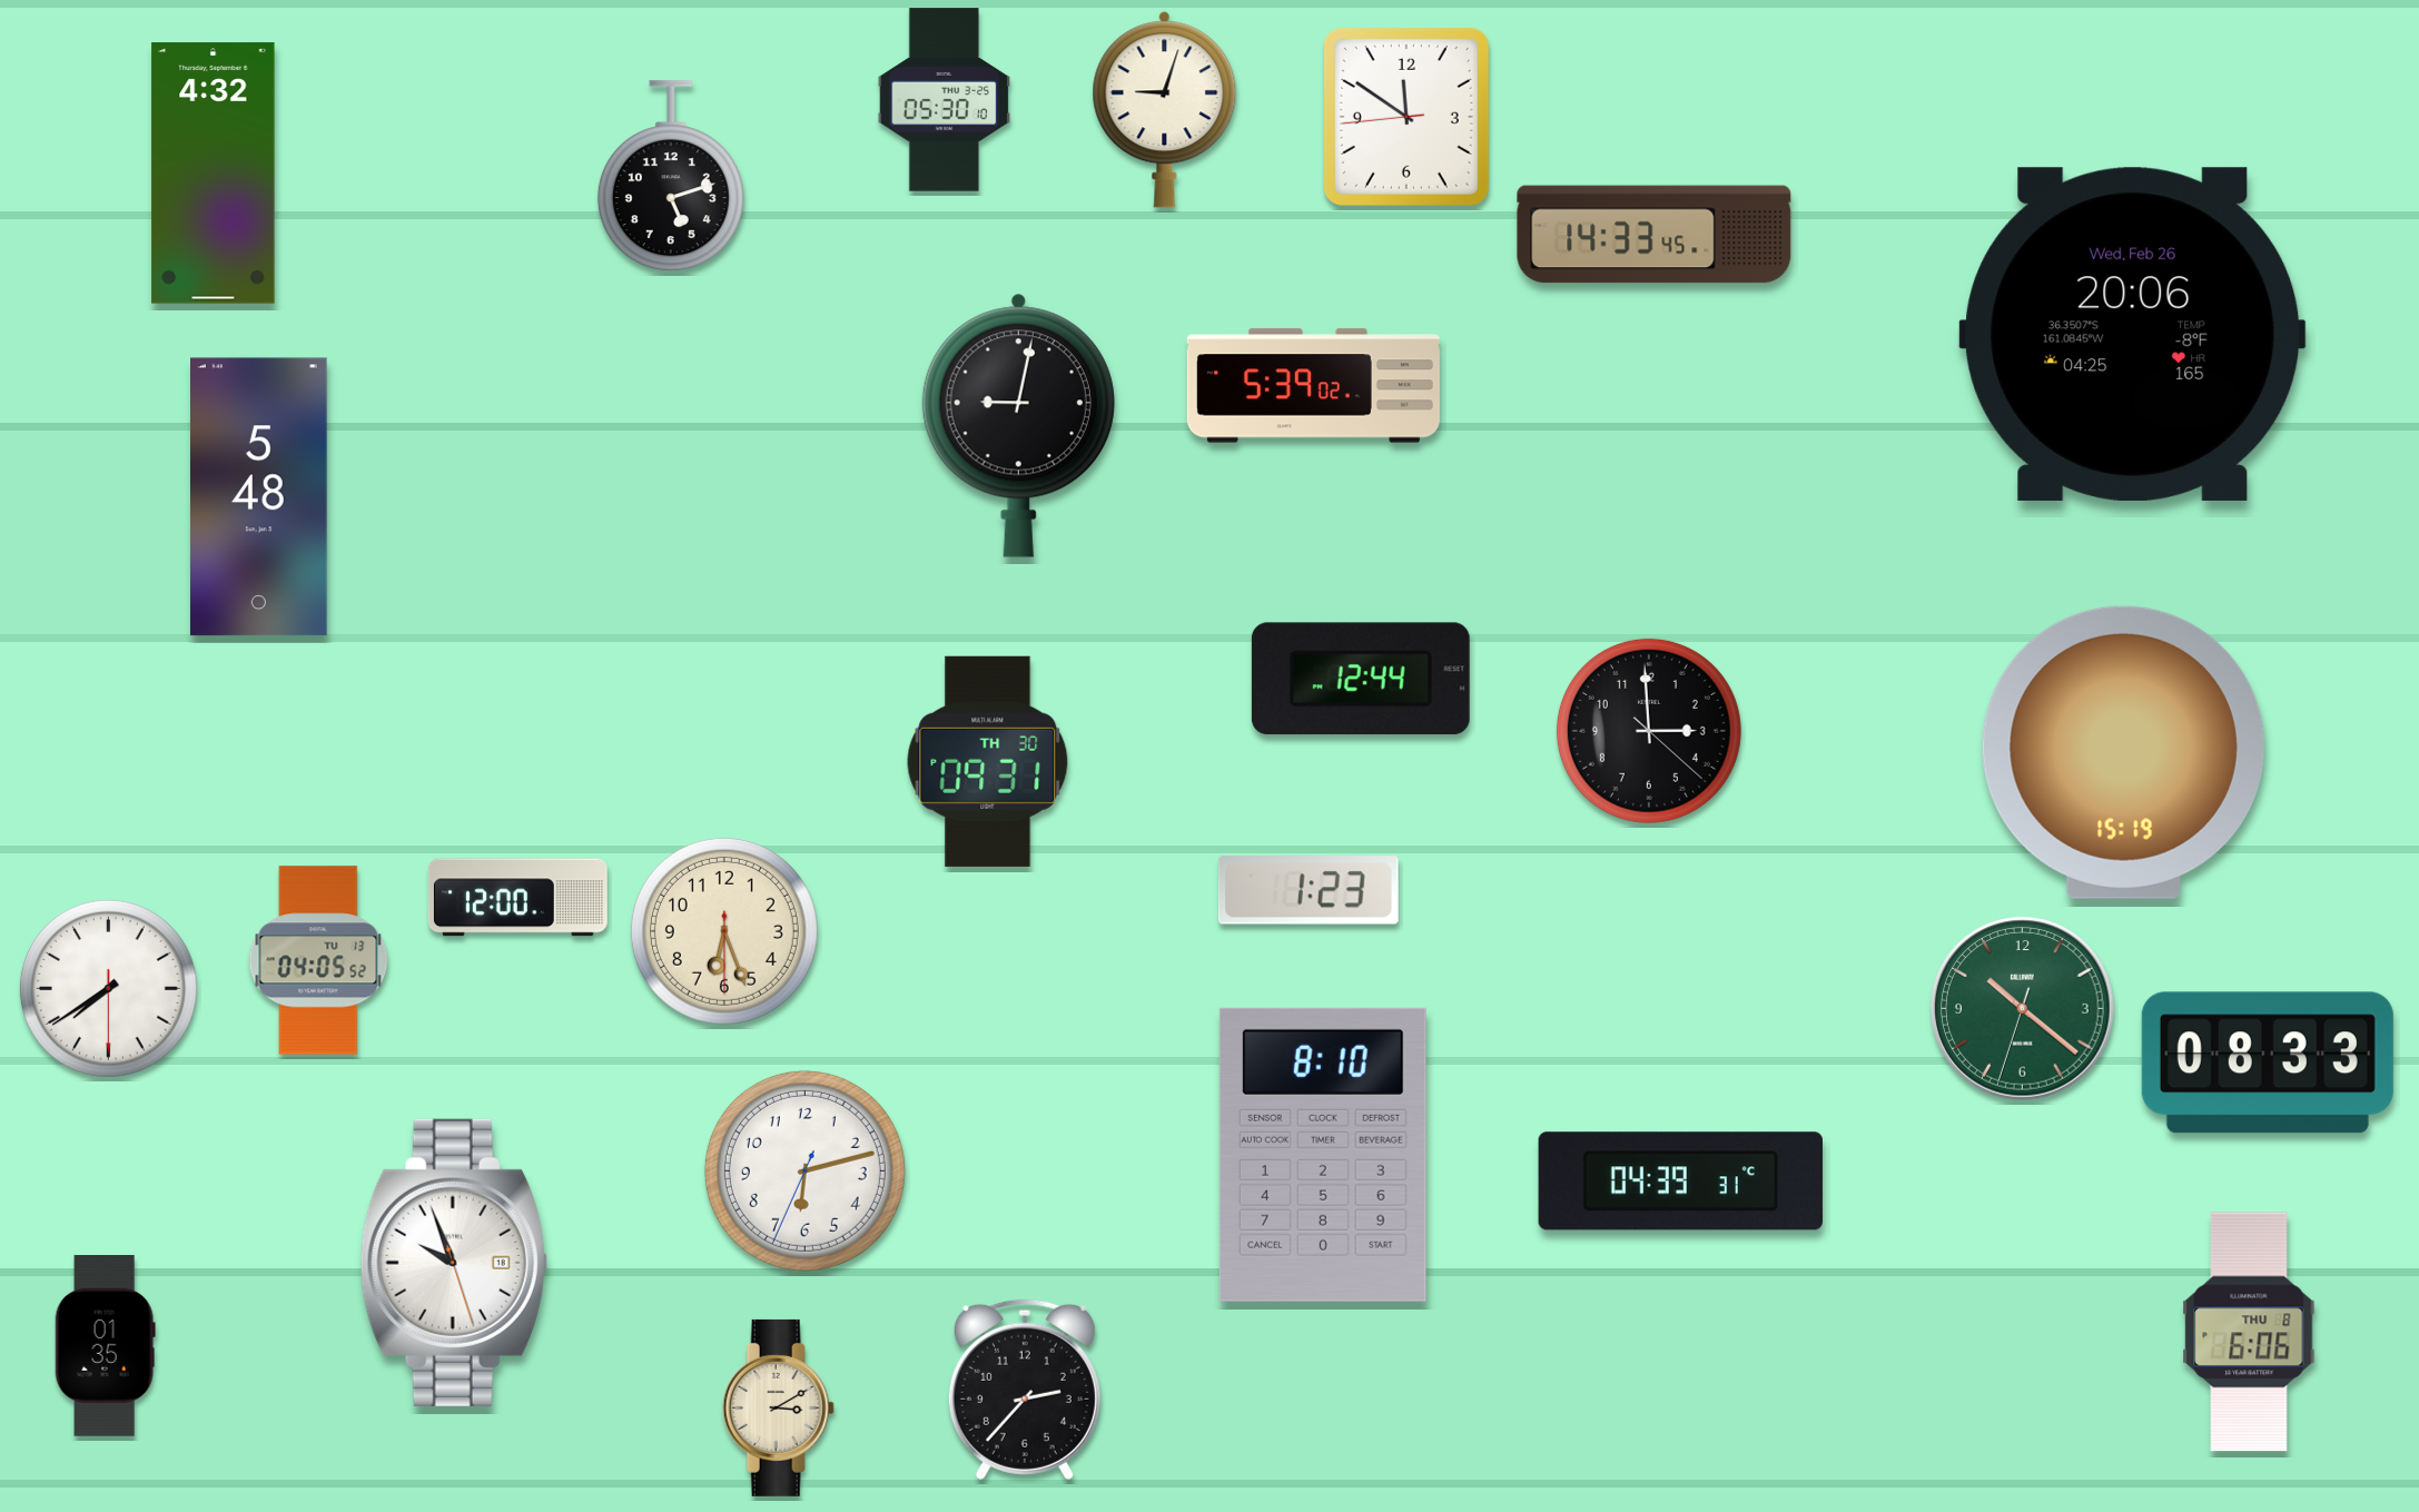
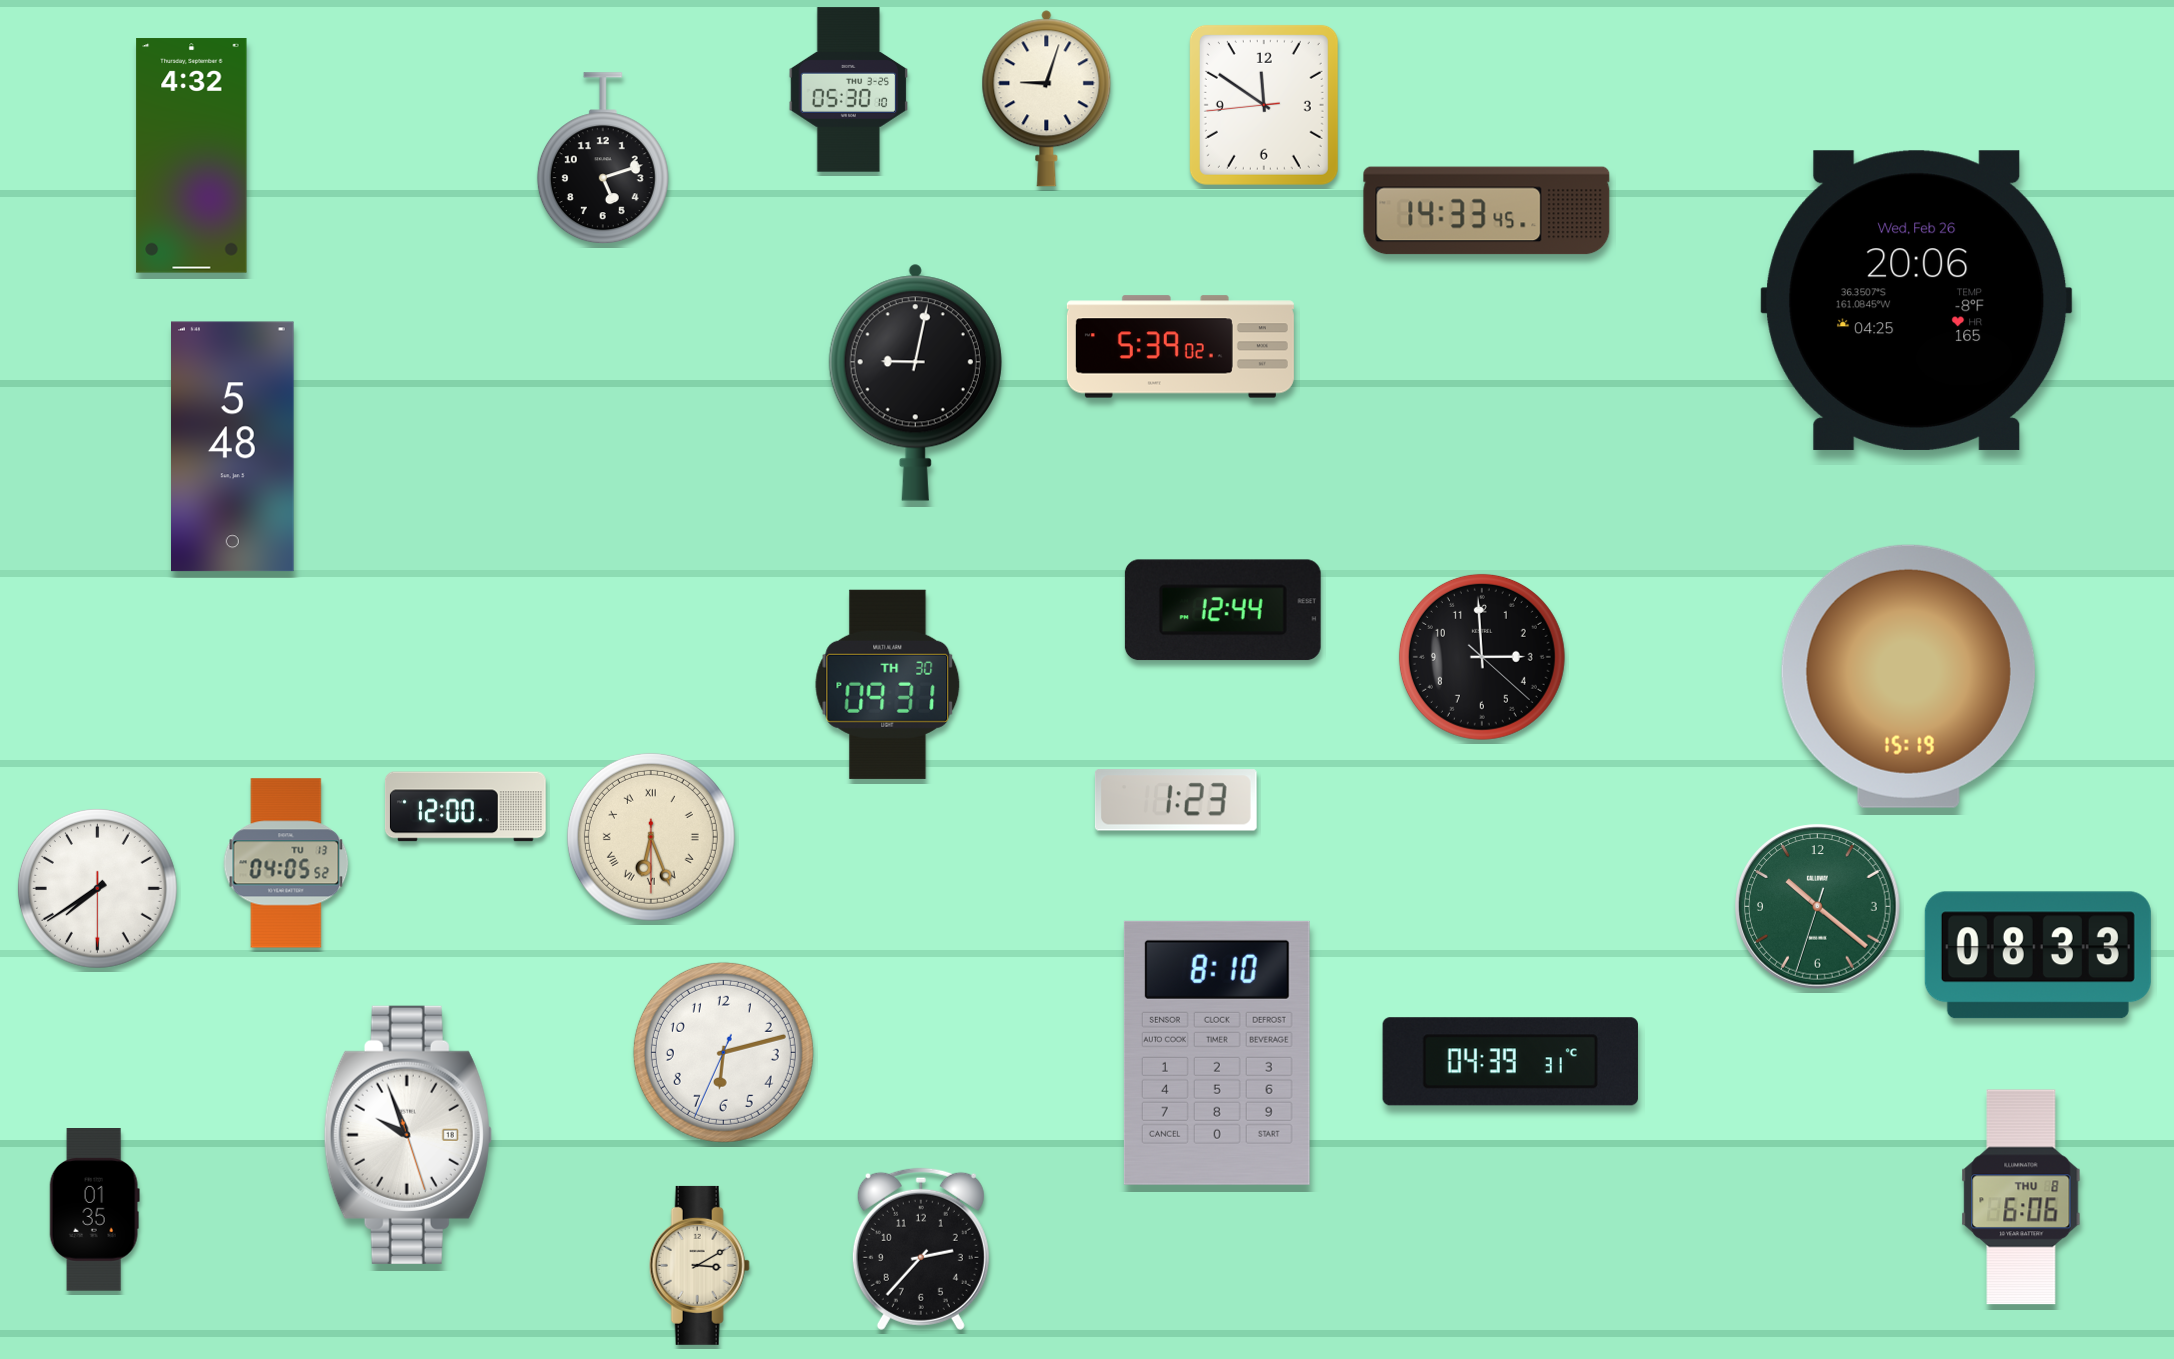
clock at (724, 931) numerals: Arabic -> Roman
clock at (1323, 1155) position: (1323, 1155) -> (1217, 1053)
